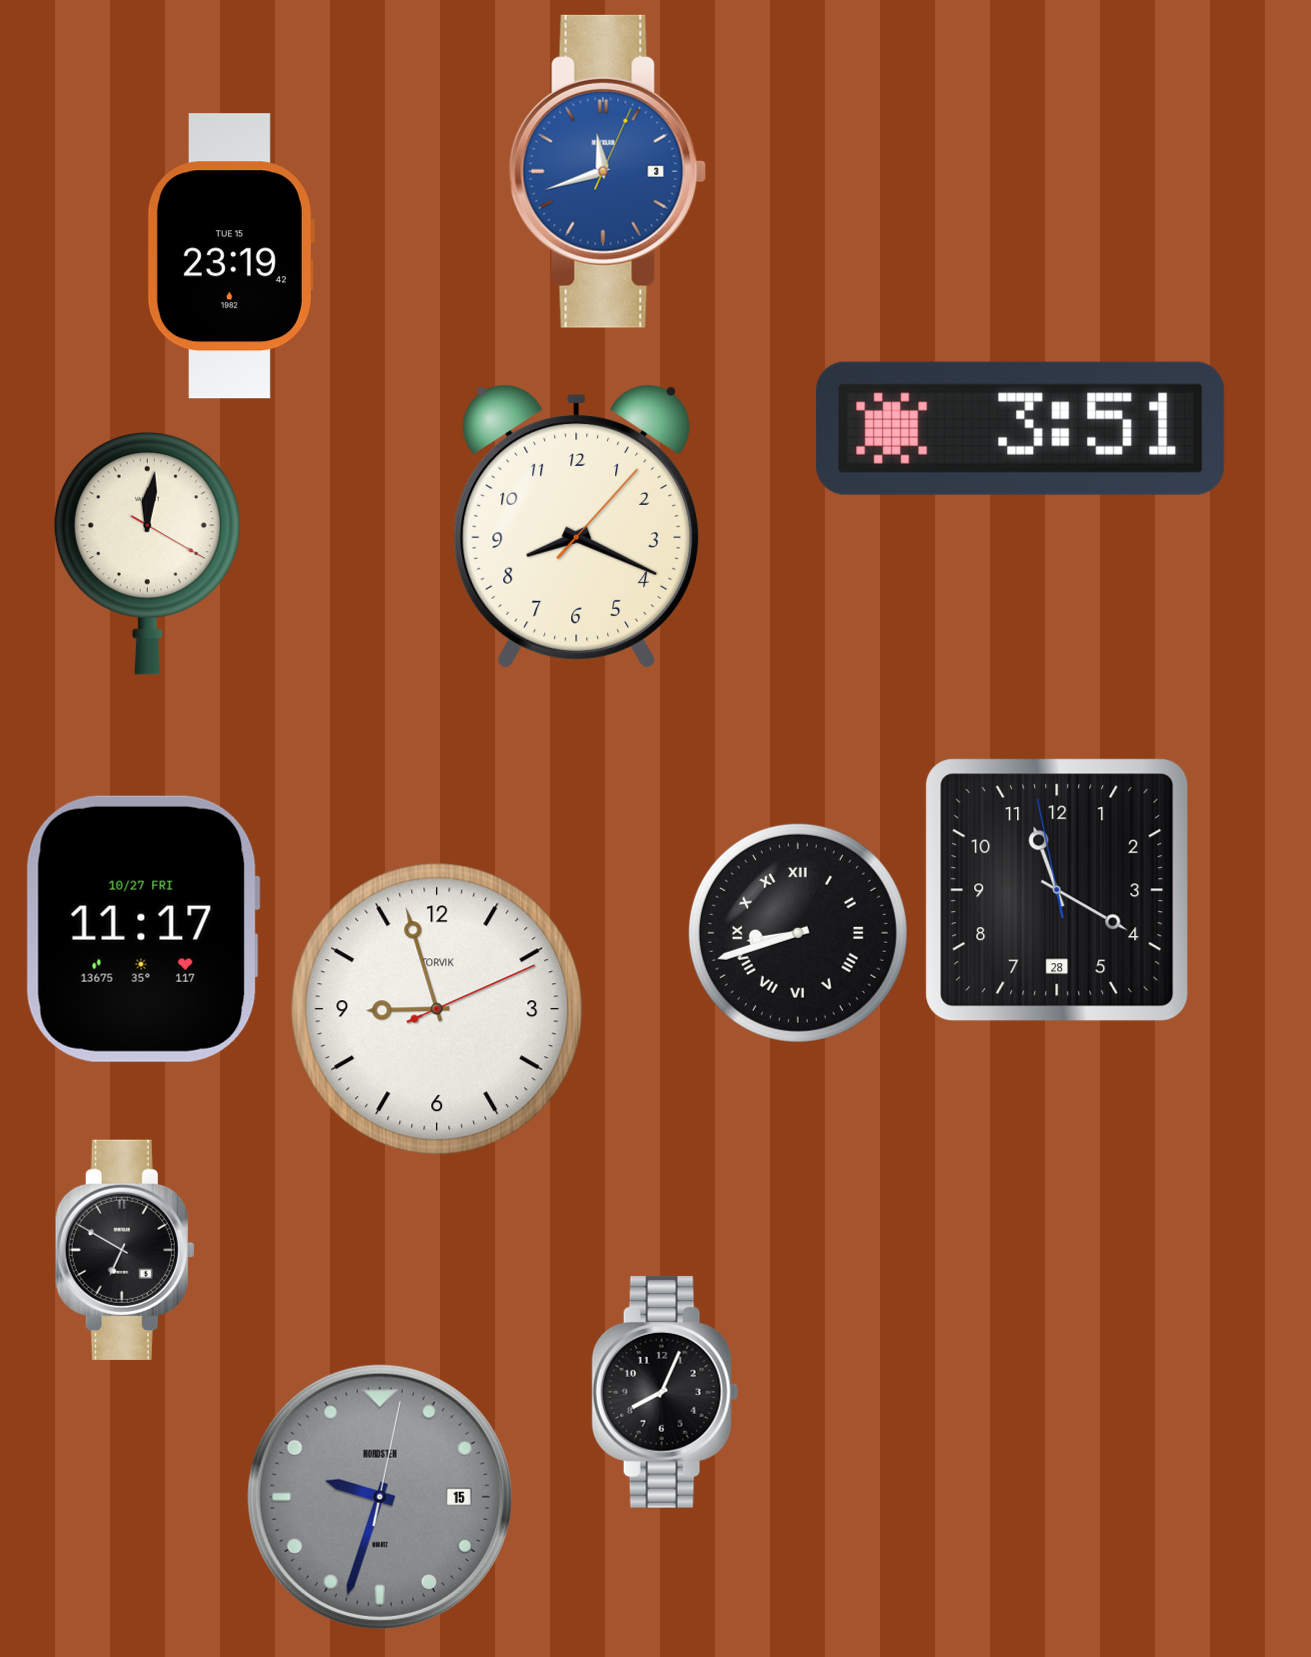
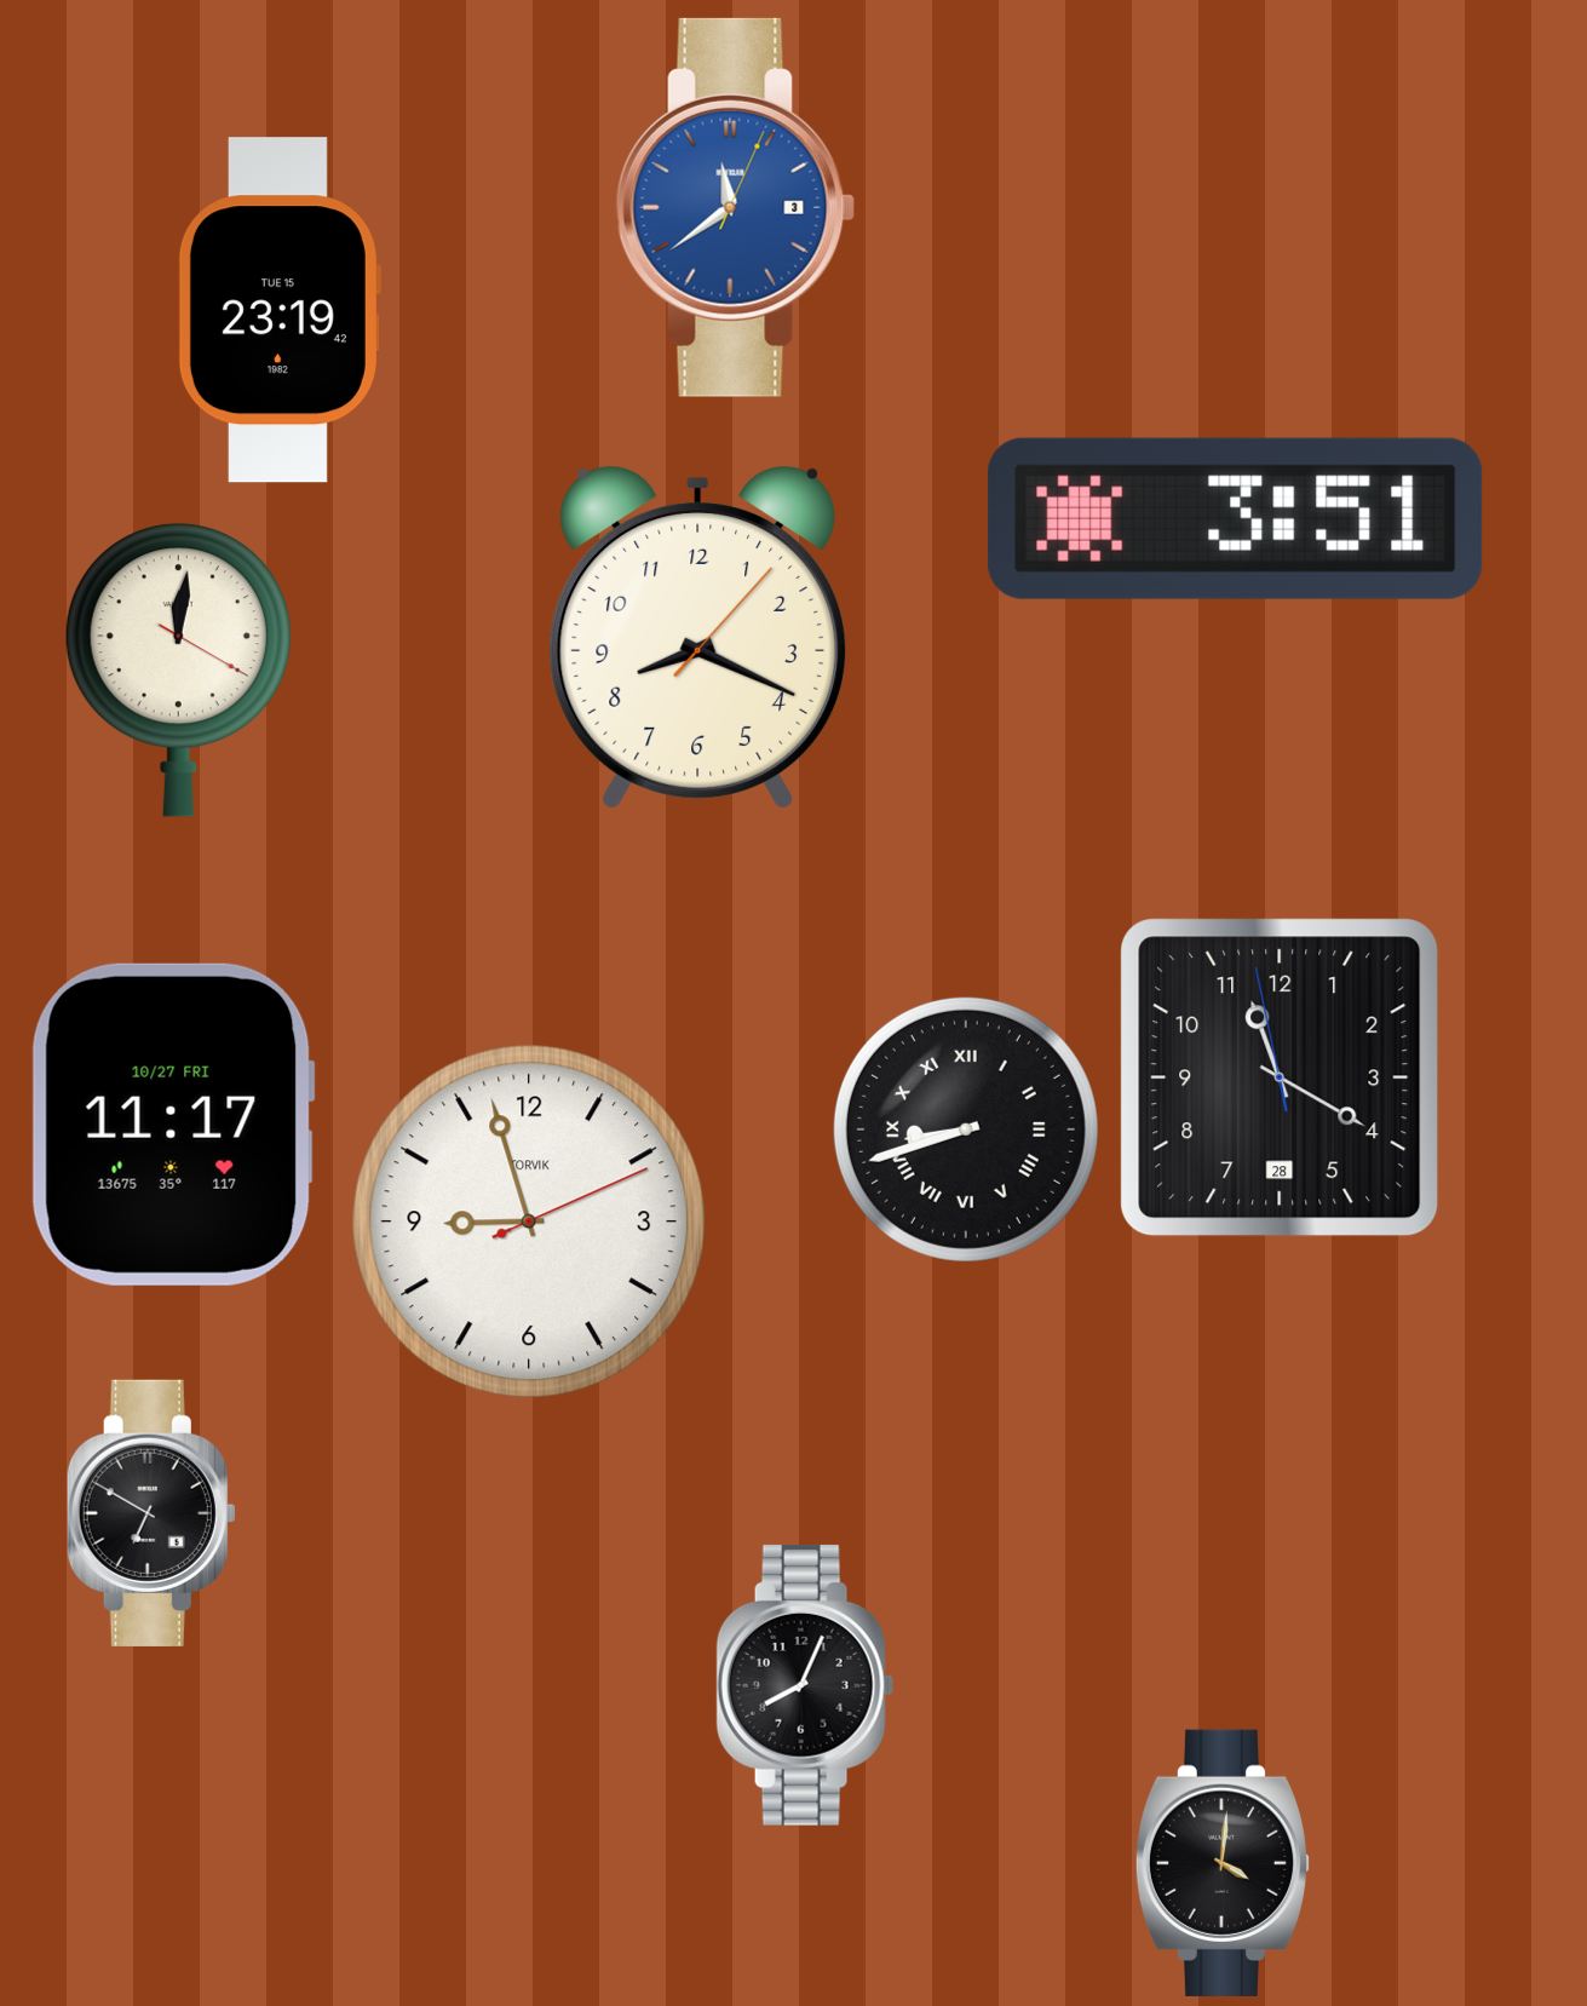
clock at (608, 171): 11:42 -> 11:39
clock at (380, 1497): 9:33 -> none
clock at (1221, 1863): none -> 4:01
